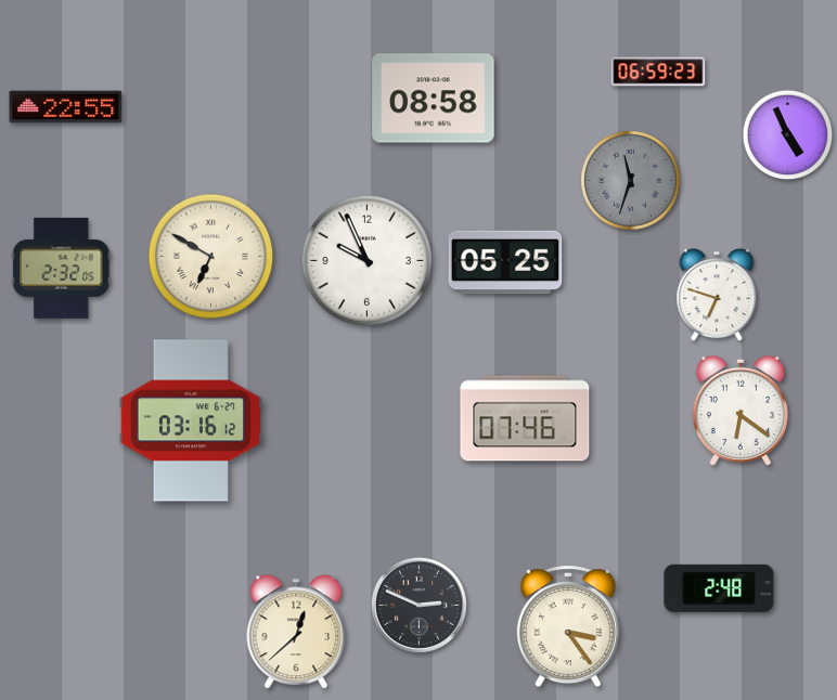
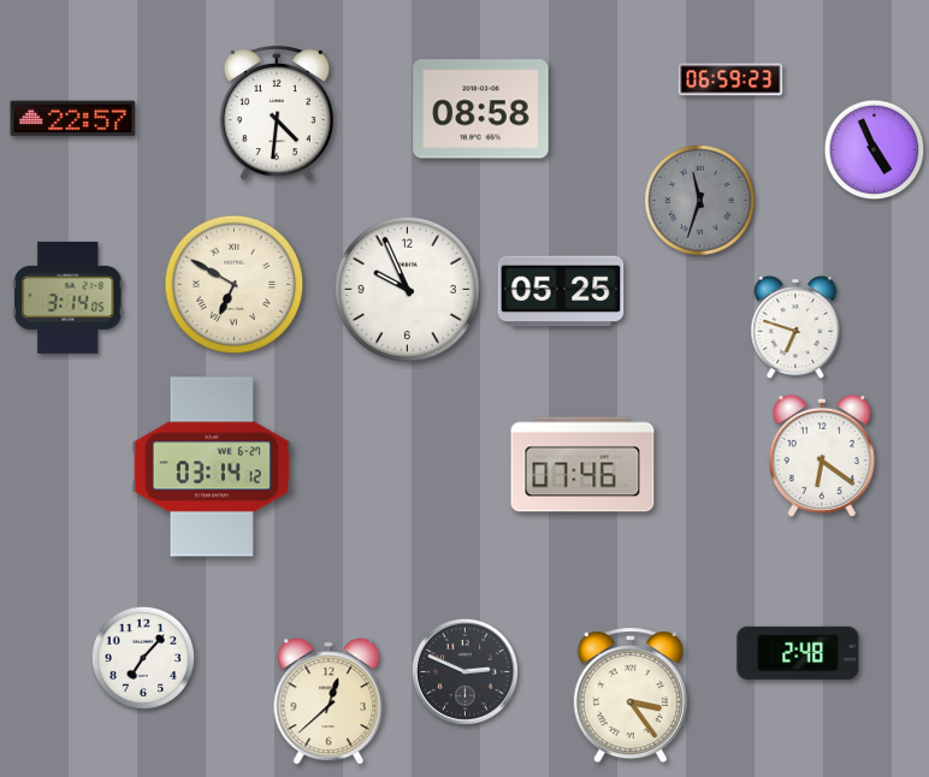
clock at (277, 114): none -> 4:31
clock at (66, 107): 22:55 -> 22:57
clock at (62, 268): 2:32 -> 3:14
clock at (190, 420): 03:16 -> 03:14
clock at (142, 657): none -> 7:07
